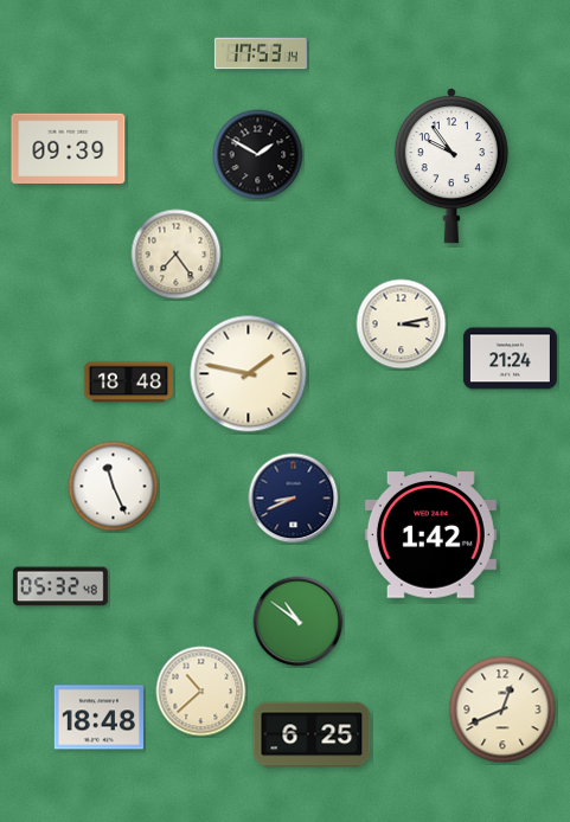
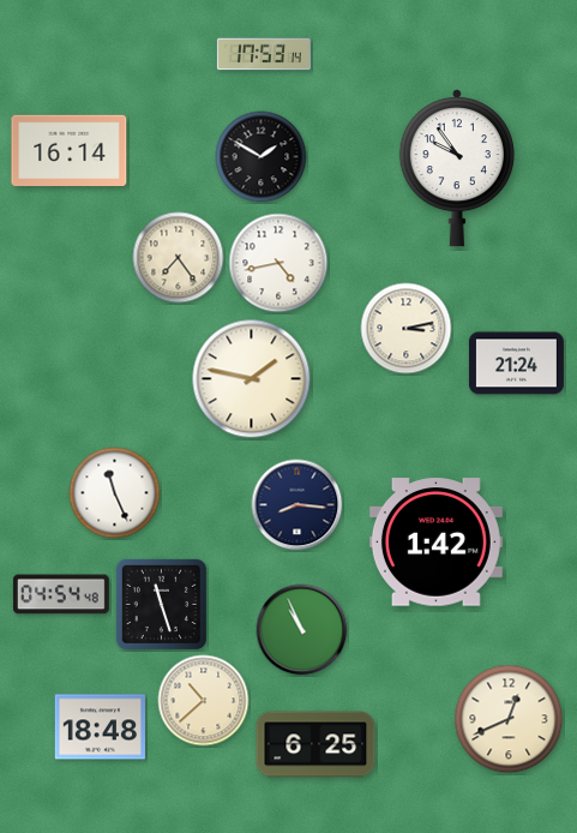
clock at (69, 148): 09:39 -> 16:14
clock at (278, 263): none -> 4:43
clock at (128, 383): 18:48 -> none
clock at (294, 499): 8:41 -> 8:16
clock at (60, 586): 05:32 -> 04:54
clock at (161, 604): none -> 11:27
clock at (299, 622): 10:51 -> 10:56
